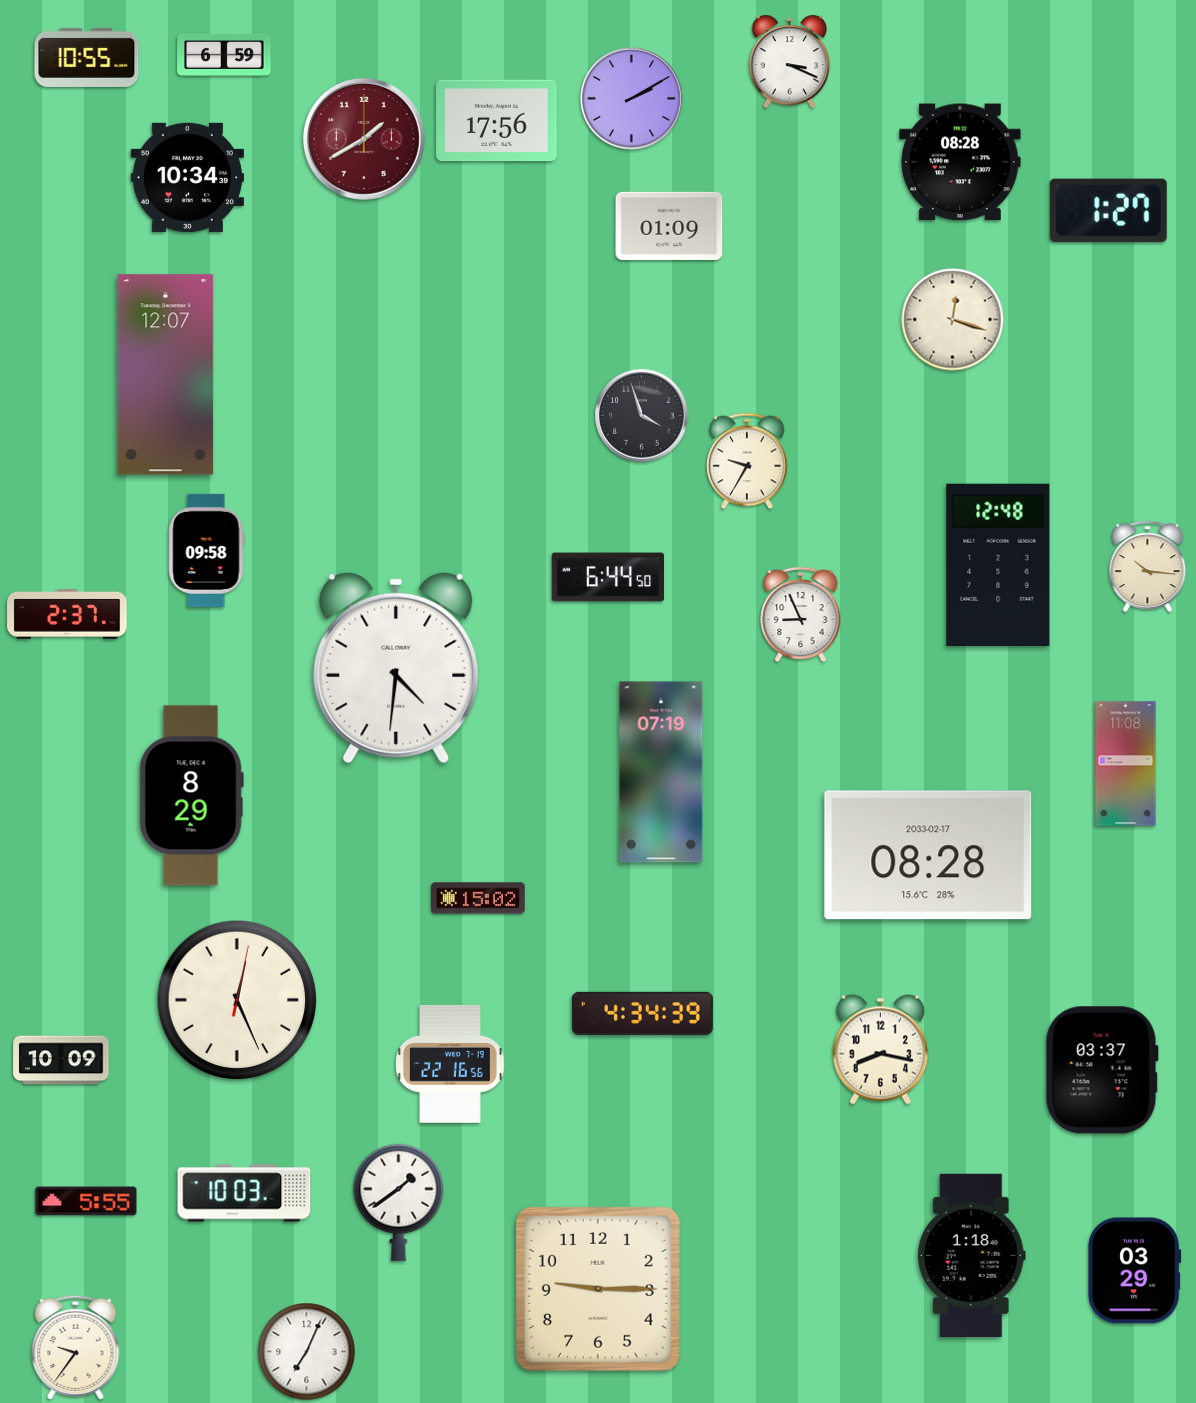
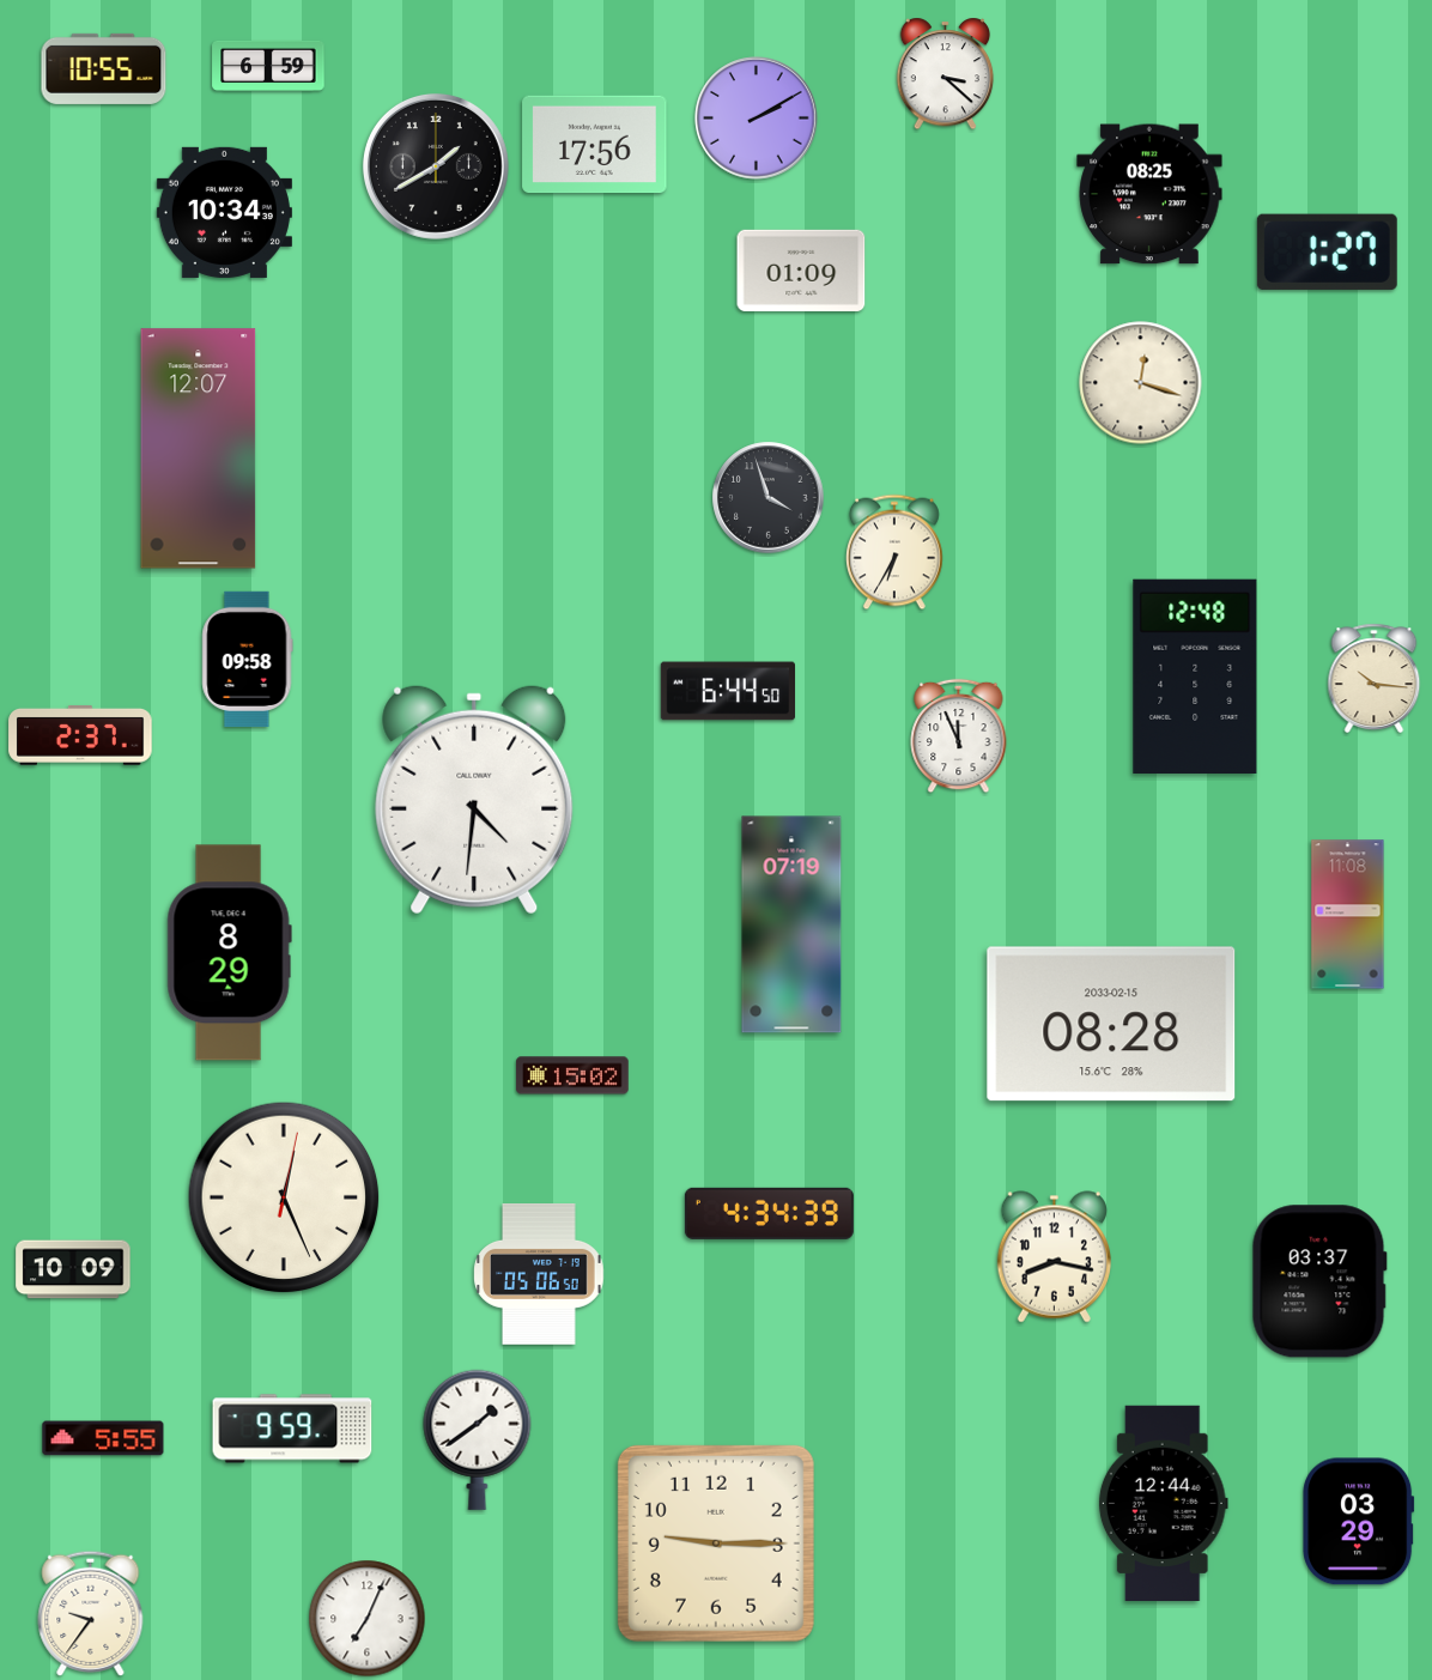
clock at (790, 62): 3:19 -> 3:22
clock at (364, 139) dial: burgundy -> black
clock at (960, 162): 08:28 -> 08:25
clock at (748, 461): 9:35 -> 6:35
clock at (801, 615): 8:56 -> 11:56
clock at (928, 855) date: 2033-02-17 -> 2033-02-15
clock at (450, 1065): 22:16 -> 05:06
clock at (244, 1193): 10:03 -> 9:59
clock at (971, 1255): 1:18 -> 12:44
